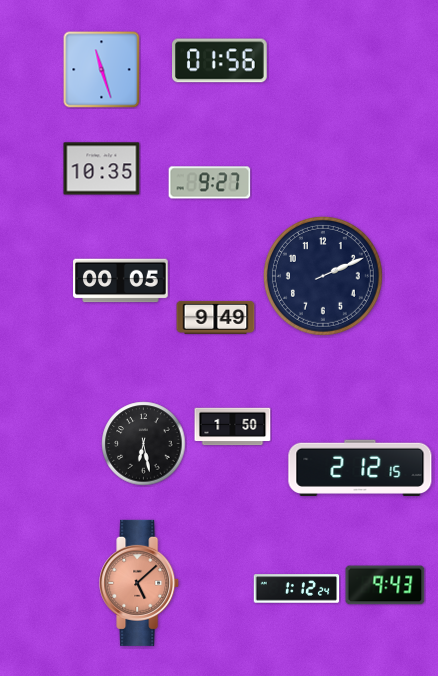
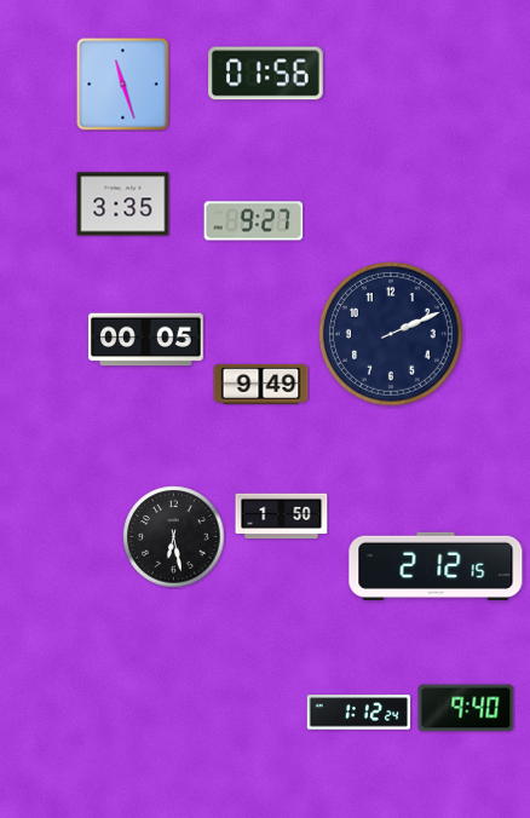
clock at (102, 169): 10:35 -> 3:35
clock at (140, 583): 5:08 -> none
clock at (385, 585): 9:43 -> 9:40
